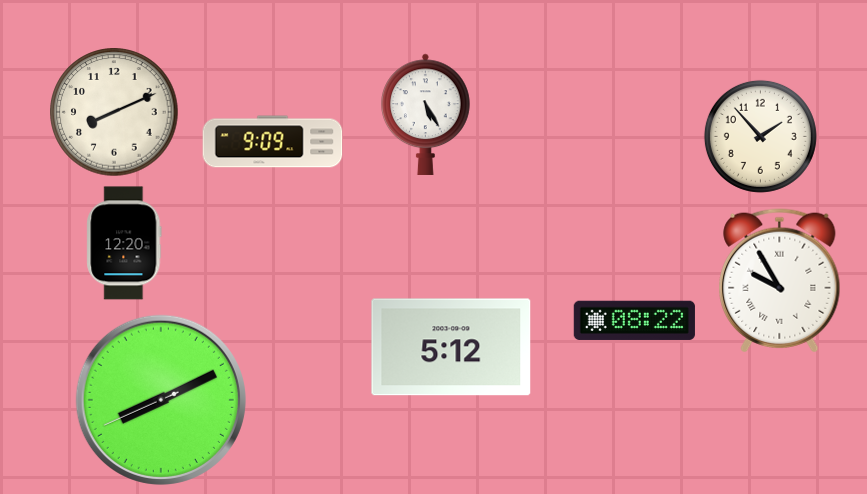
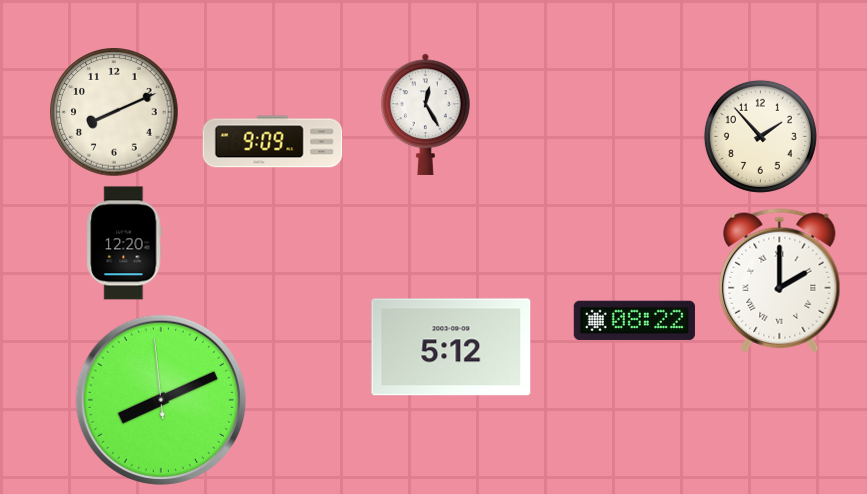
clock at (426, 114): 5:25 -> 12:25
clock at (780, 281): 9:55 -> 2:00
clock at (161, 400): 8:10:41 -> 8:10:59
